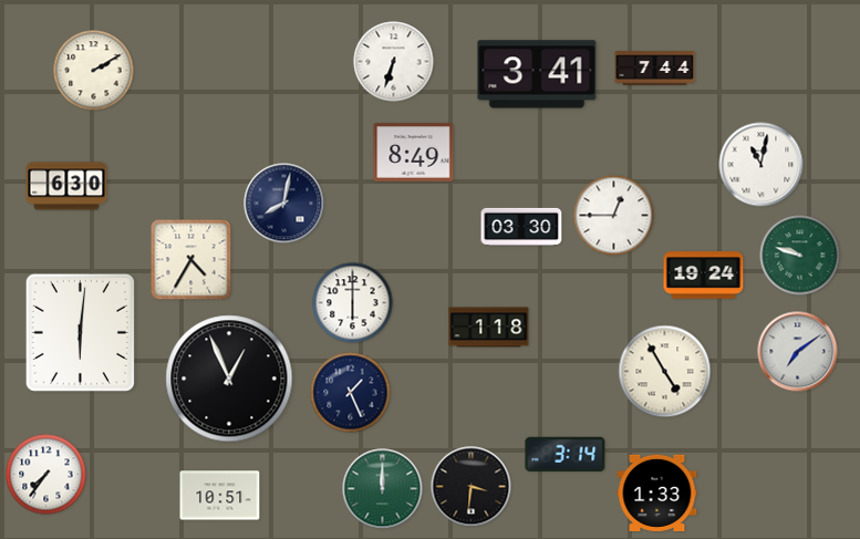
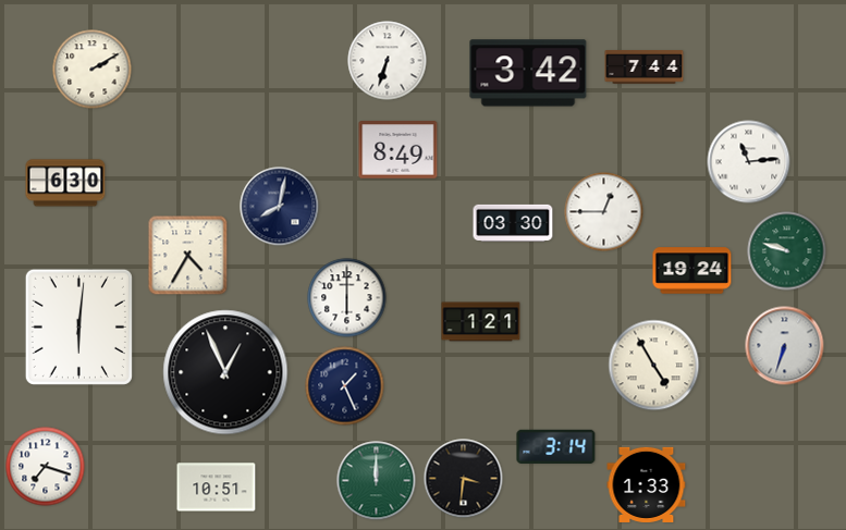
clock at (537, 74): 3:41 -> 3:42
clock at (414, 153) position: (414, 153) -> (399, 150)
clock at (761, 165): 11:02 -> 11:14
clock at (284, 204) position: (284, 204) -> (280, 207)
clock at (489, 328): 1:18 -> 1:21
clock at (798, 352): 7:09 -> 6:33
clock at (46, 475): 7:36 -> 7:18
